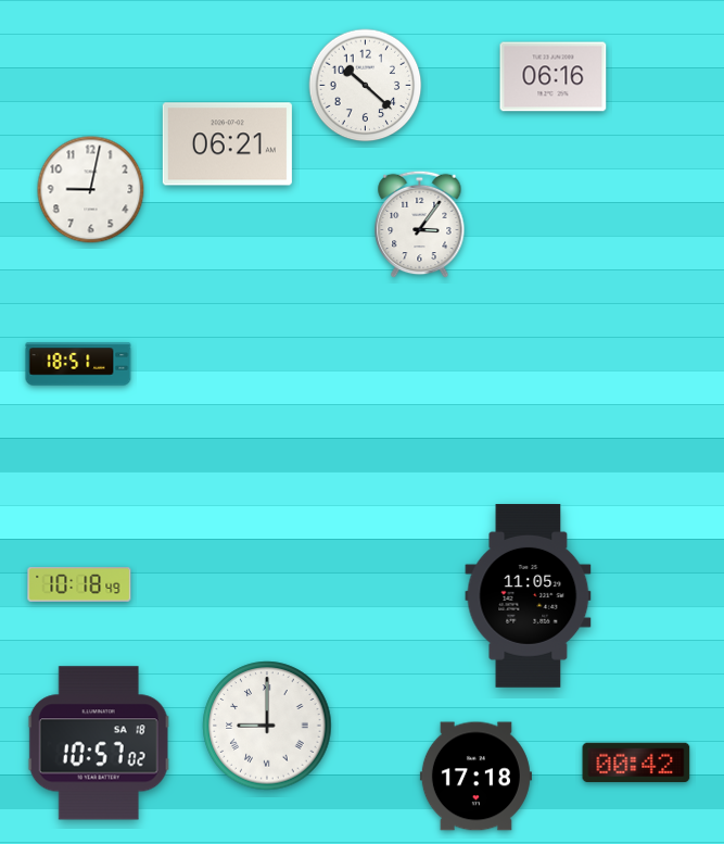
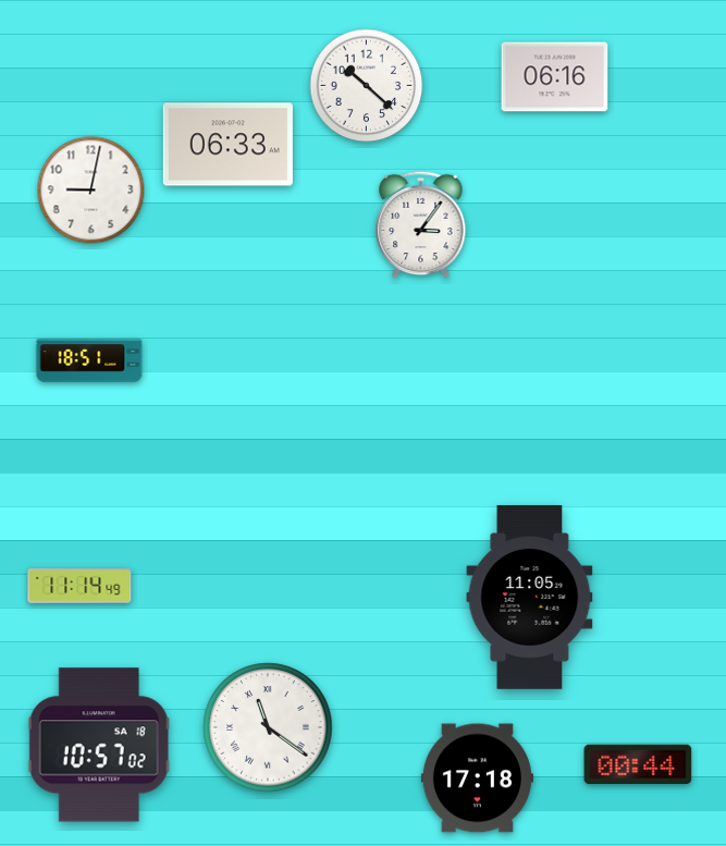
clock at (227, 144): 06:21 -> 06:33
clock at (78, 364) position: (78, 364) -> (89, 360)
clock at (79, 585): 10:18 -> 11:14
clock at (267, 726): 9:00 -> 11:21
clock at (636, 763): 00:42 -> 00:44
